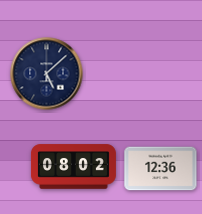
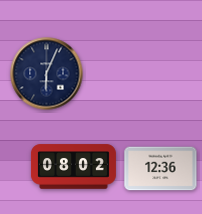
clock at (47, 74): 5:08 -> 6:04
